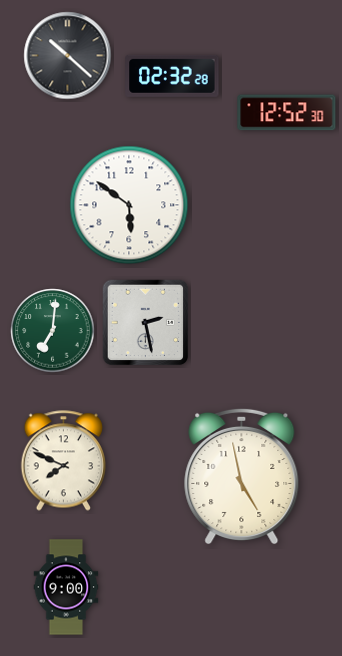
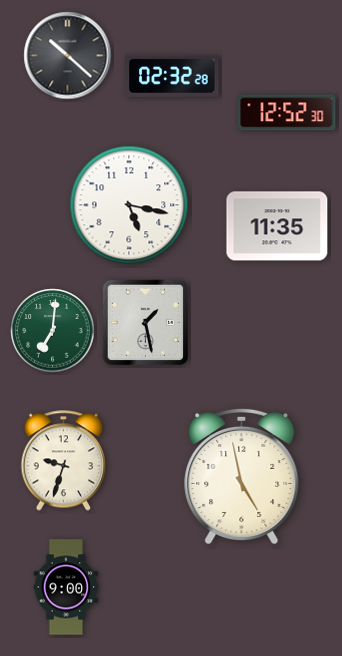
clock at (129, 205): 5:51 -> 5:17
clock at (277, 226): none -> 11:35
clock at (146, 323): 2:28 -> 1:28
clock at (63, 461): 7:49 -> 9:33
